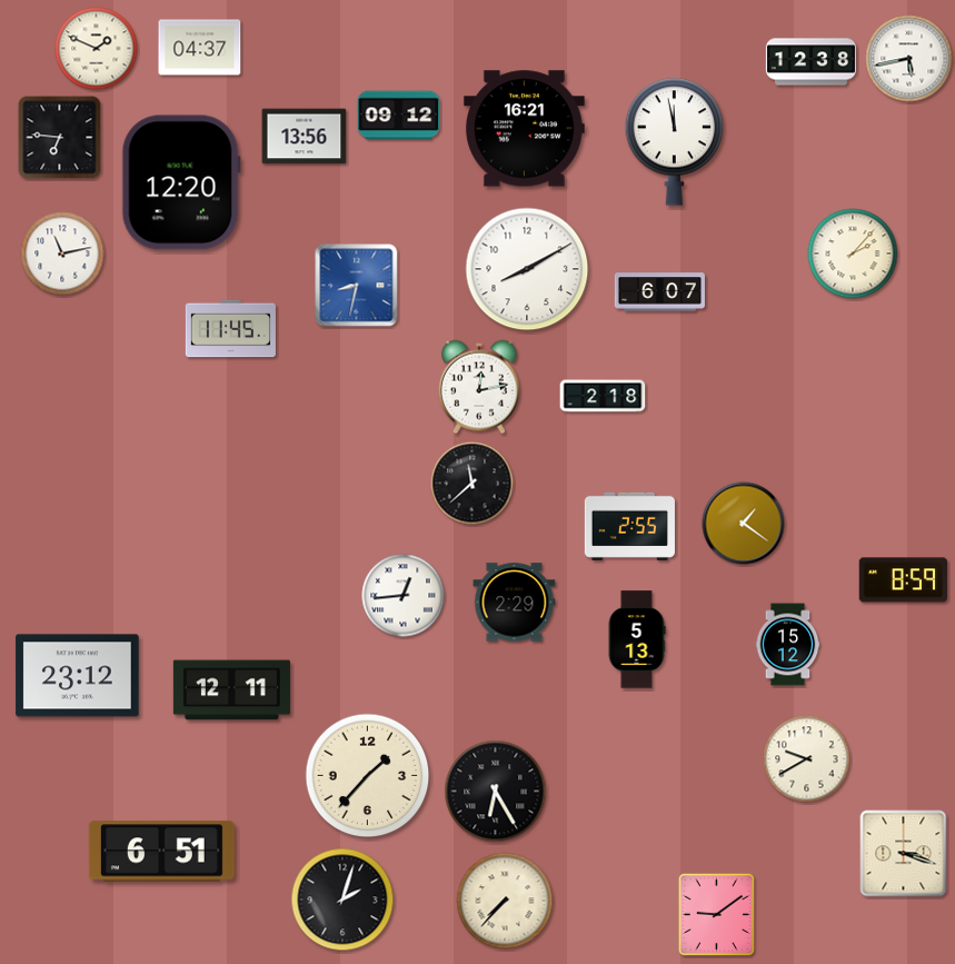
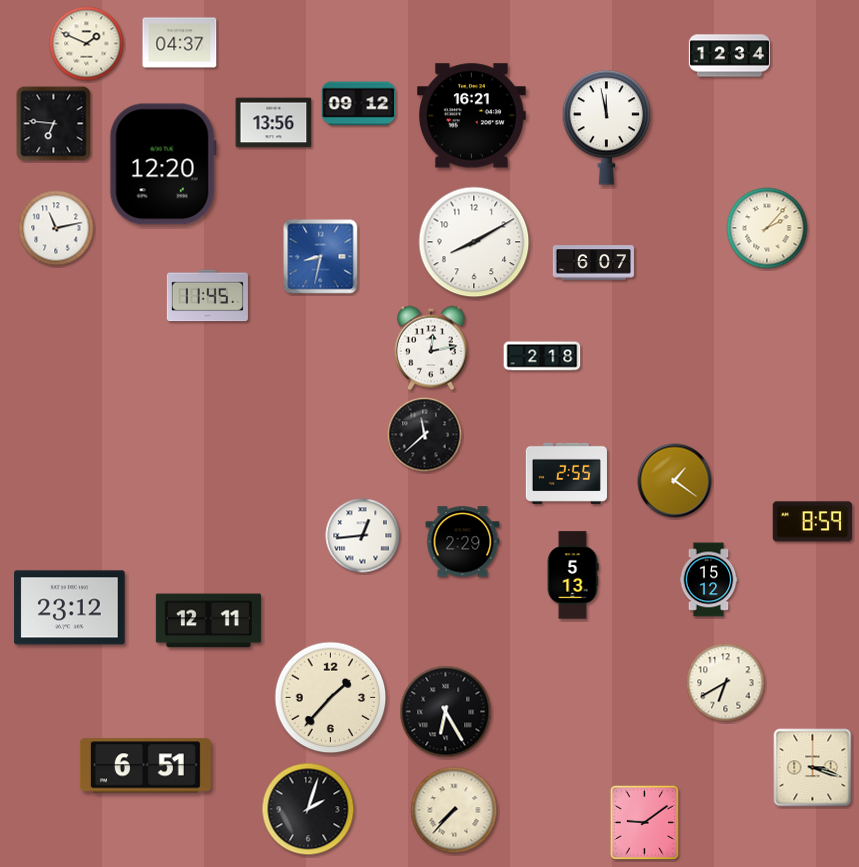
clock at (909, 59): 5:43 -> none
clock at (810, 62): 12:38 -> 12:34
clock at (744, 524) position: (744, 524) -> (675, 481)
clock at (807, 759): 9:40 -> 6:40
